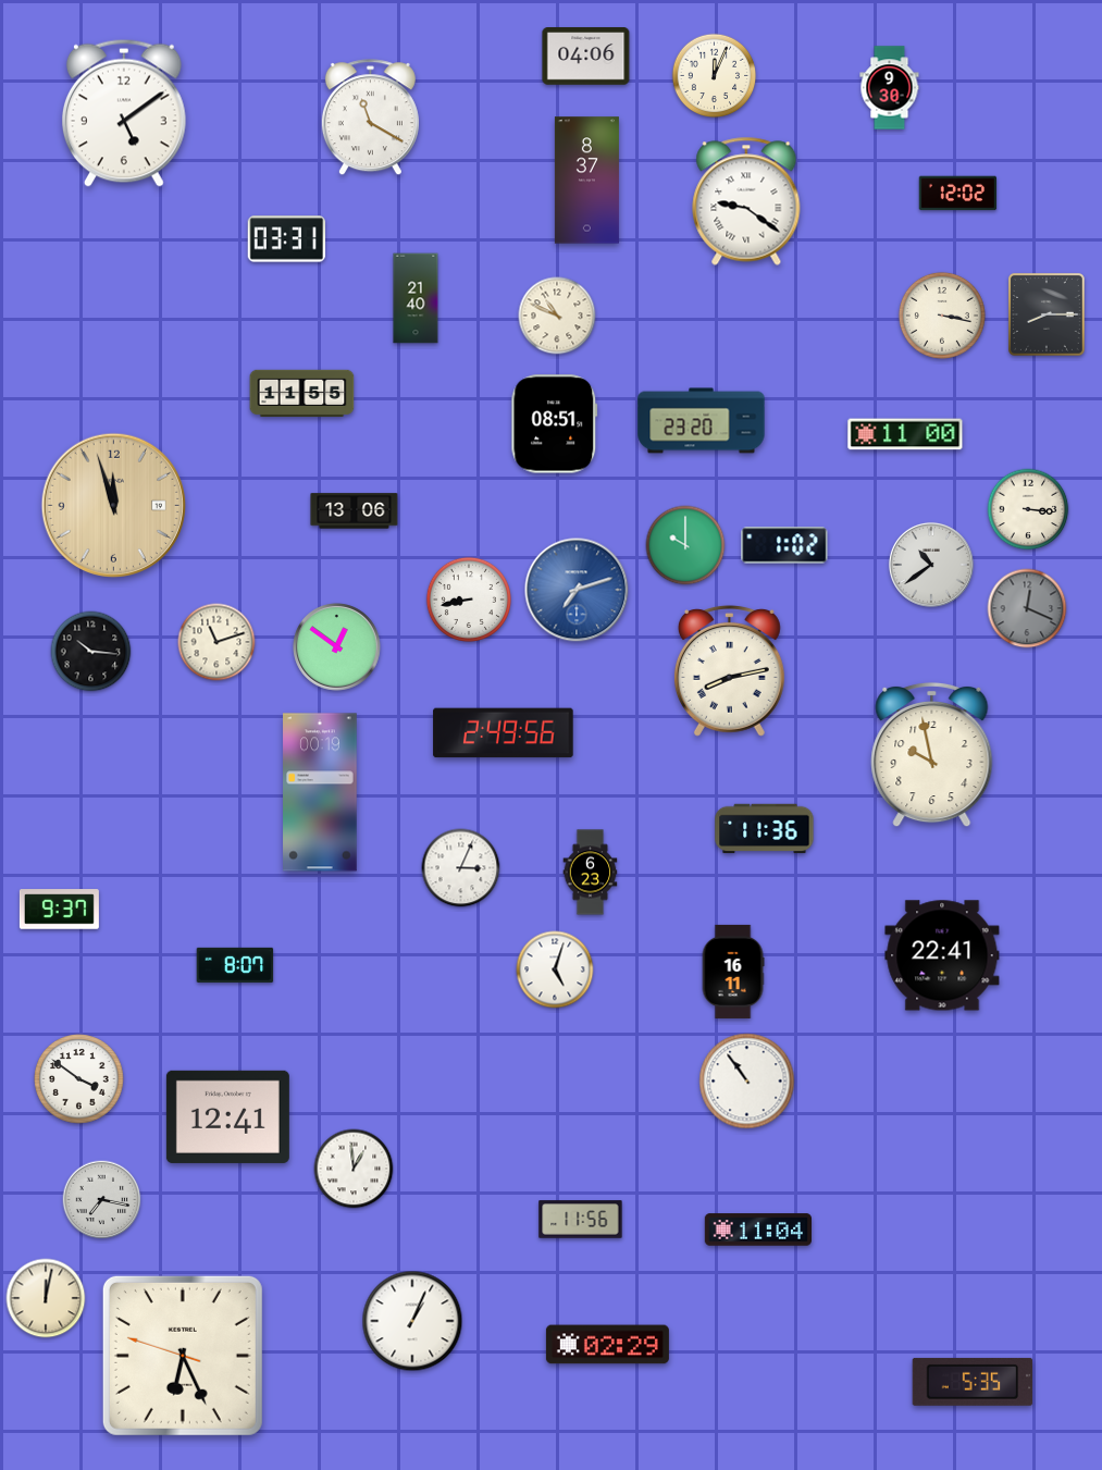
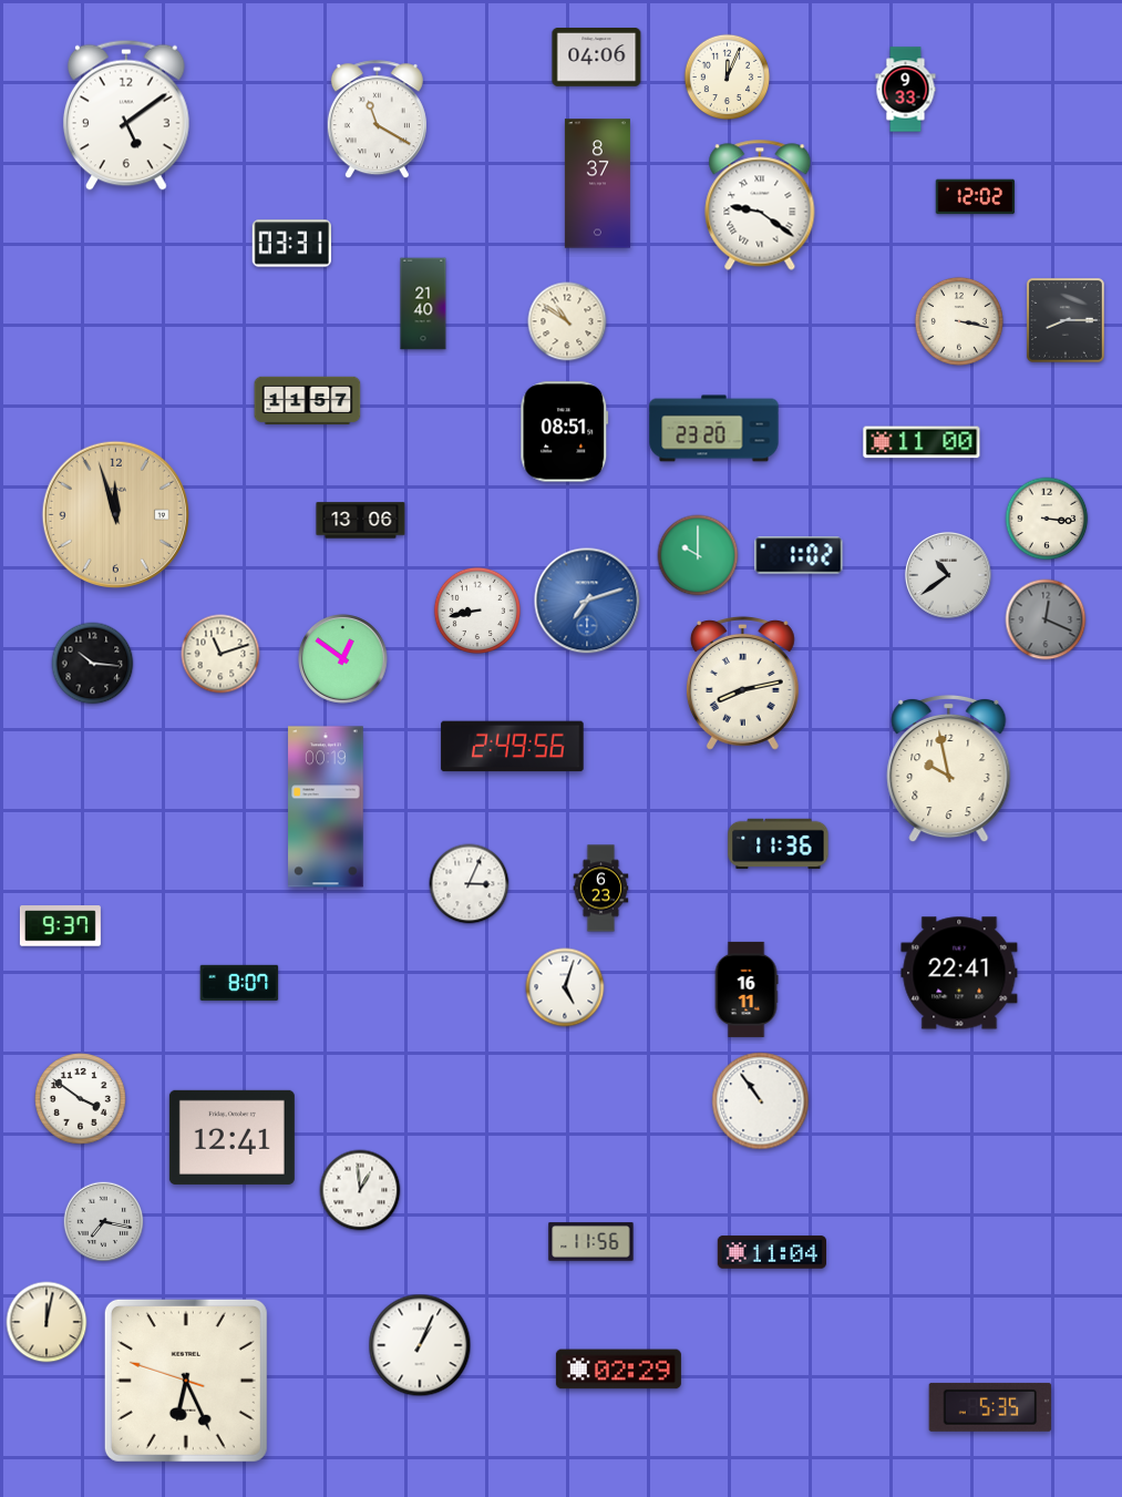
clock at (890, 88): 9:30 -> 9:33
clock at (557, 316): 10:49 -> 10:51
clock at (302, 394): 11:55 -> 11:57
